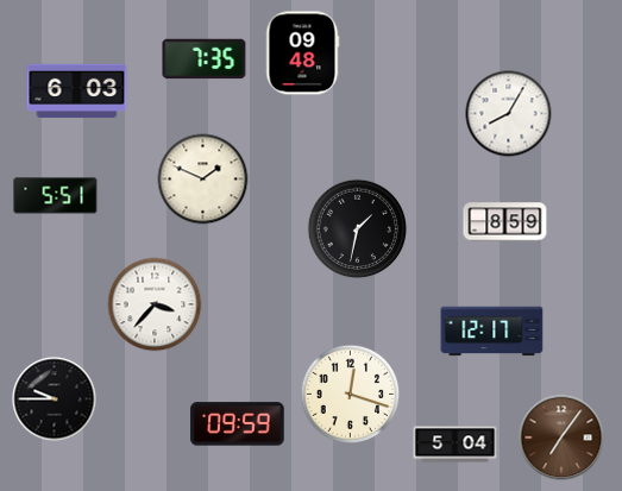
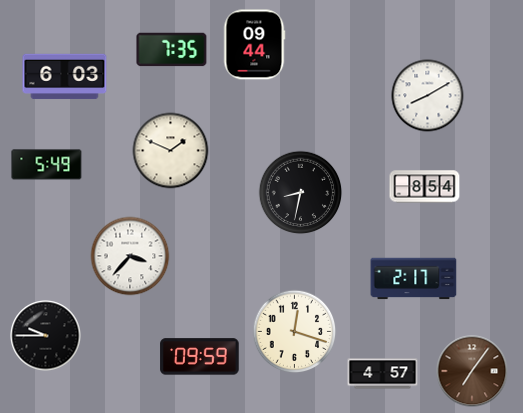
clock at (302, 53): 09:48 -> 09:44
clock at (509, 114): 8:05 -> 8:10
clock at (56, 196): 5:51 -> 5:49
clock at (505, 222): 8:59 -> 8:54
clock at (358, 229): 1:32 -> 8:32
clock at (492, 332): 12:17 -> 2:17
clock at (561, 438) position: (561, 438) -> (472, 371)
clock at (455, 445): 5:04 -> 4:57
